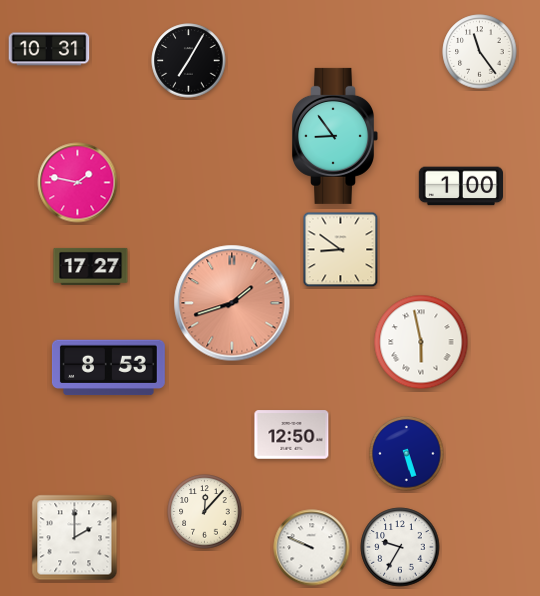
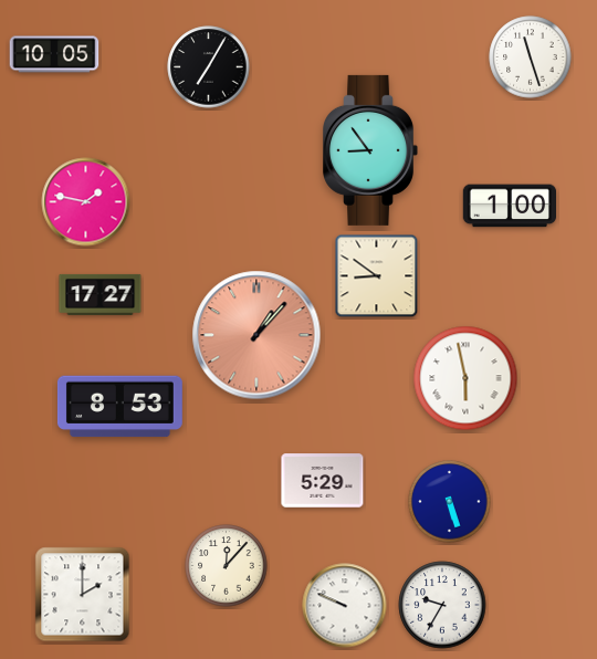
clock at (49, 49): 10:31 -> 10:05
clock at (480, 52): 11:24 -> 11:27
clock at (232, 303): 1:42 -> 1:07
clock at (292, 435): 12:50 -> 5:29
